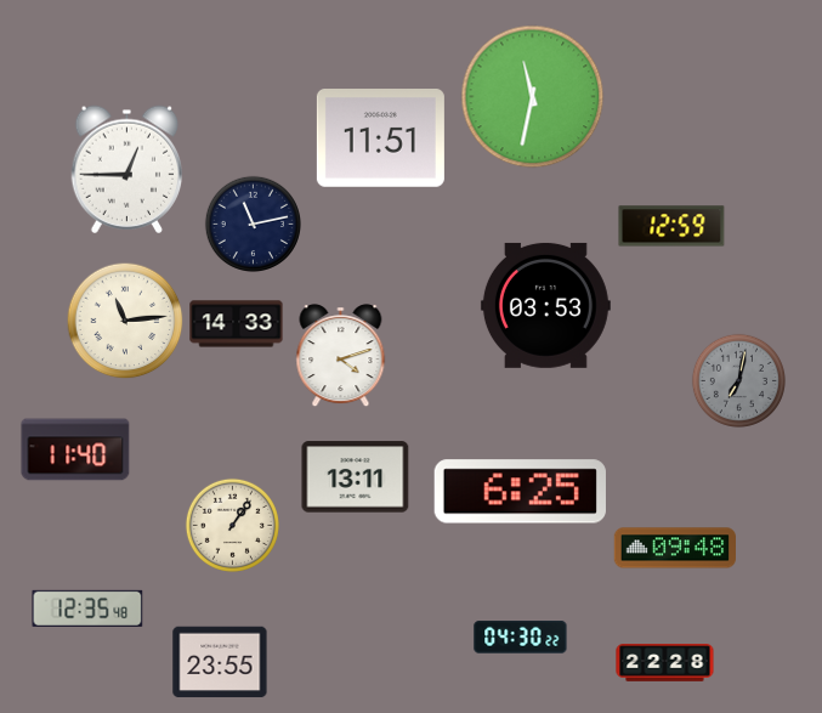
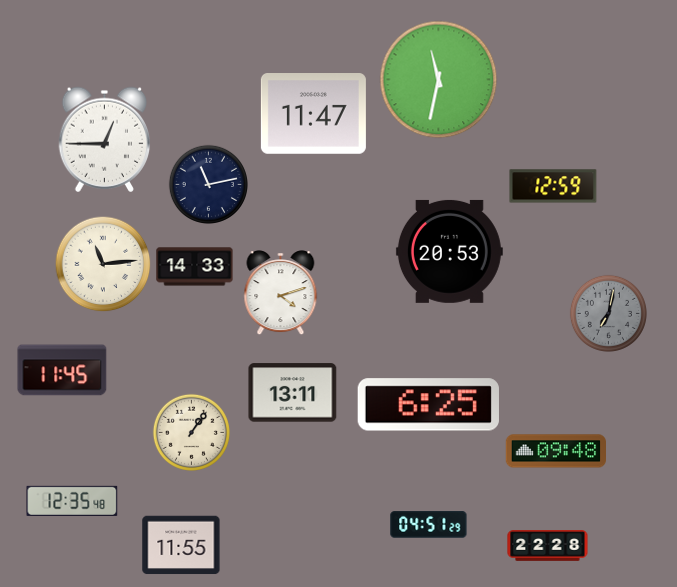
clock at (380, 138): 11:51 -> 11:47
clock at (545, 305): 03:53 -> 20:53
clock at (75, 449): 11:40 -> 11:45
clock at (521, 638): 04:30 -> 04:51
clock at (220, 662): 23:55 -> 11:55
